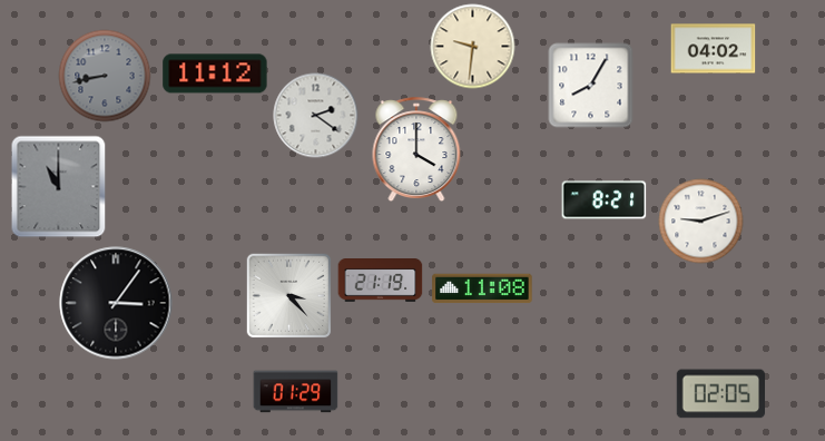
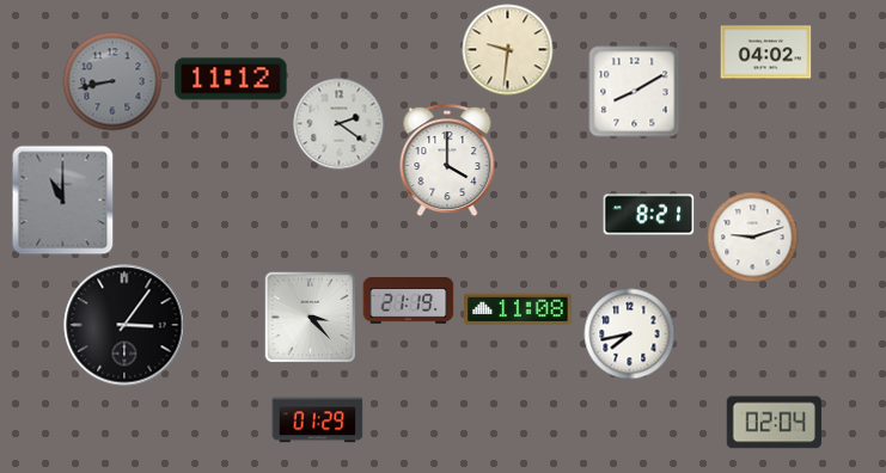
clock at (591, 86): 8:05 -> 8:10
clock at (630, 334): none -> 7:43
clock at (721, 394): 02:05 -> 02:04
